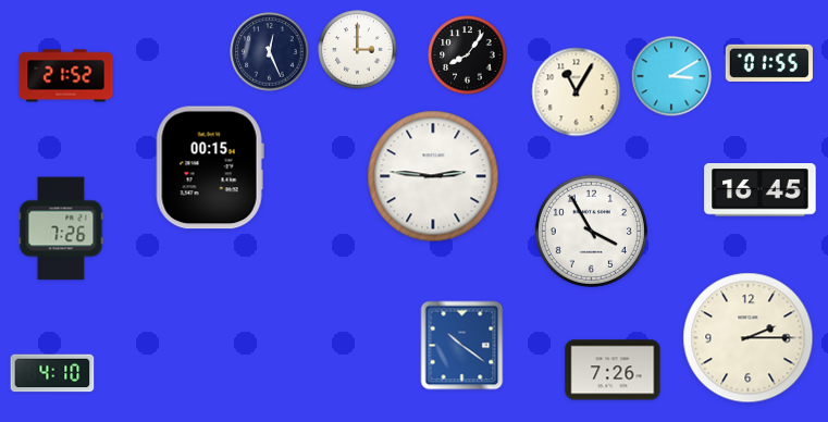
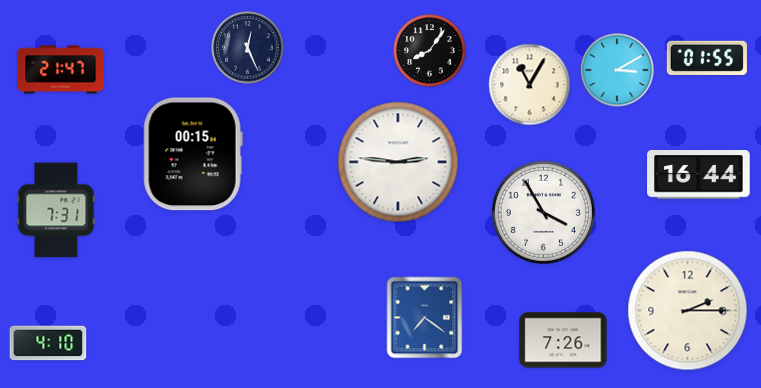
clock at (358, 50): 3:00 -> none
clock at (66, 76): 21:52 -> 21:47
clock at (761, 190): 16:45 -> 16:44
clock at (61, 228): 7:26 -> 7:31
clock at (462, 346): 10:21 -> 7:21
